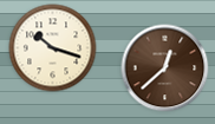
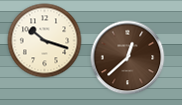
clock at (165, 68) position: (165, 68) -> (128, 58)
